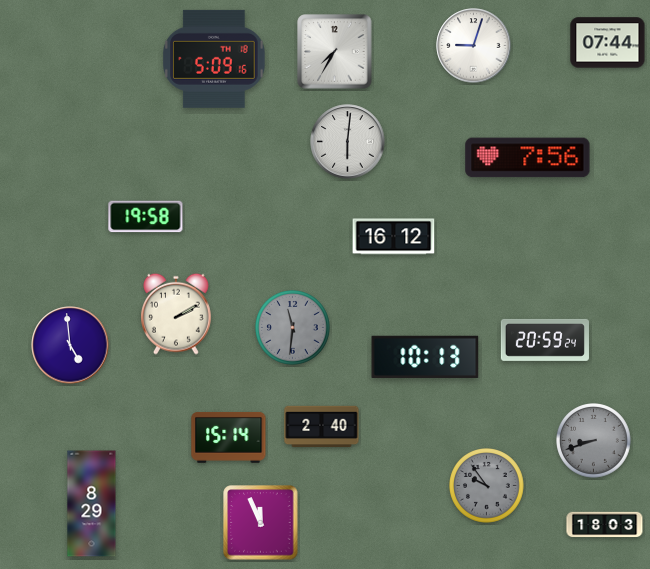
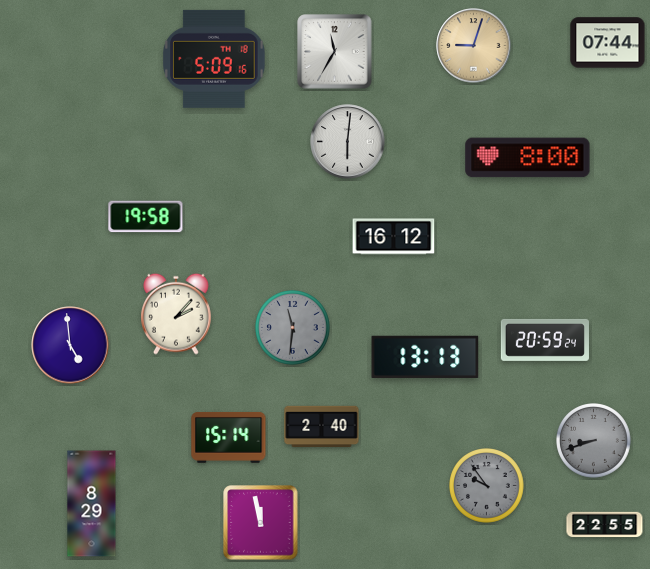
clock at (474, 46) dial: white -> champagne
clock at (335, 52): 7:35 -> 11:35
clock at (528, 158): 7:56 -> 8:00
clock at (177, 314): 2:10 -> 2:07
clock at (425, 357): 10:13 -> 13:13
clock at (261, 523): 11:56 -> 11:58
clock at (605, 525): 18:03 -> 22:55
